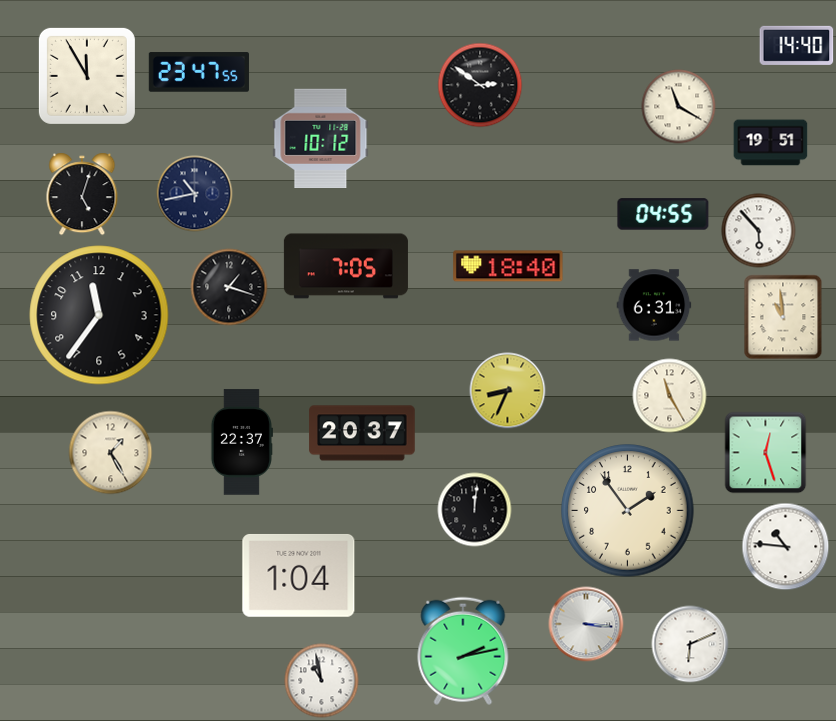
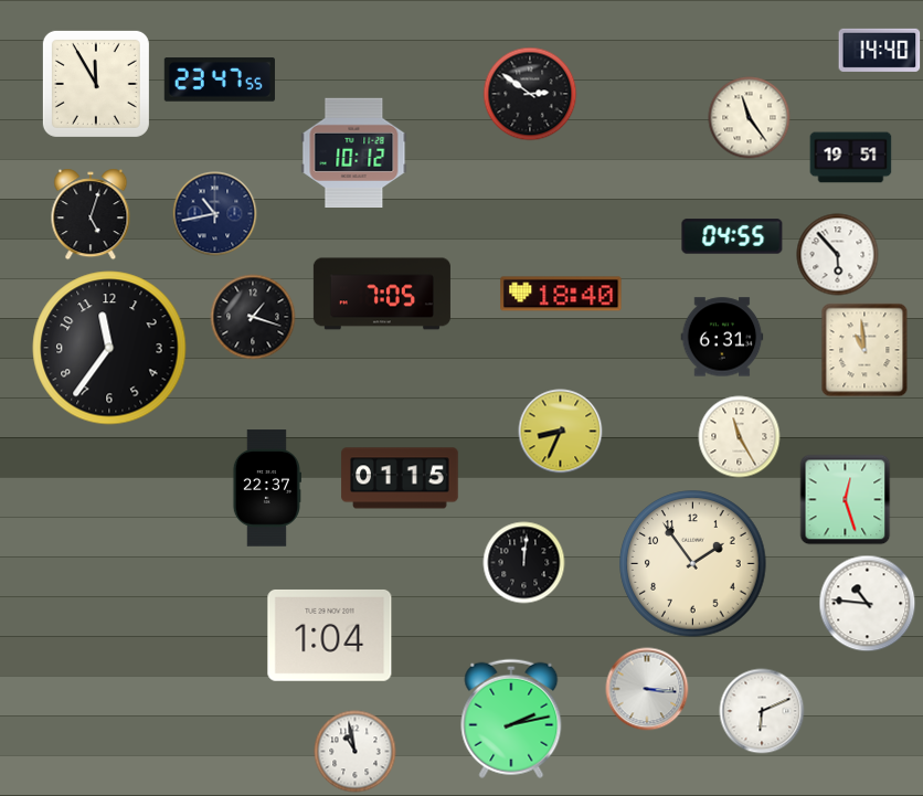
clock at (679, 107): 11:20 -> 11:24
clock at (362, 433): 20:37 -> 01:15
clock at (111, 453): 1:25 -> none
